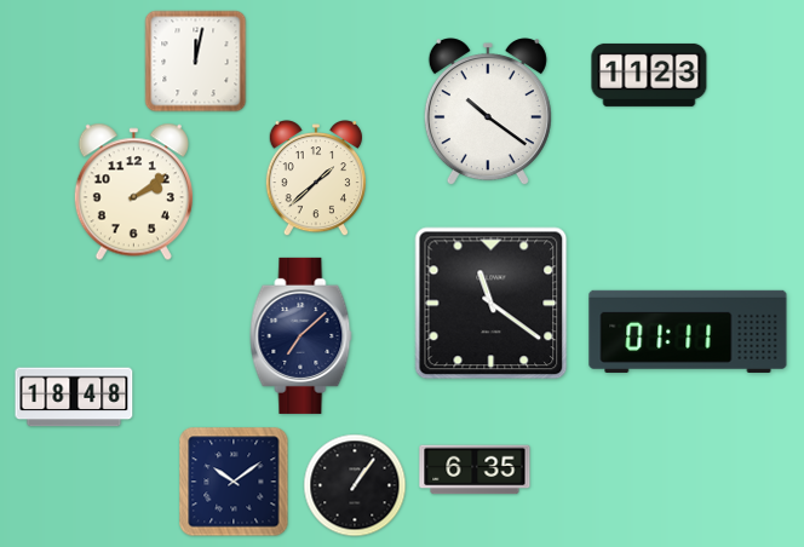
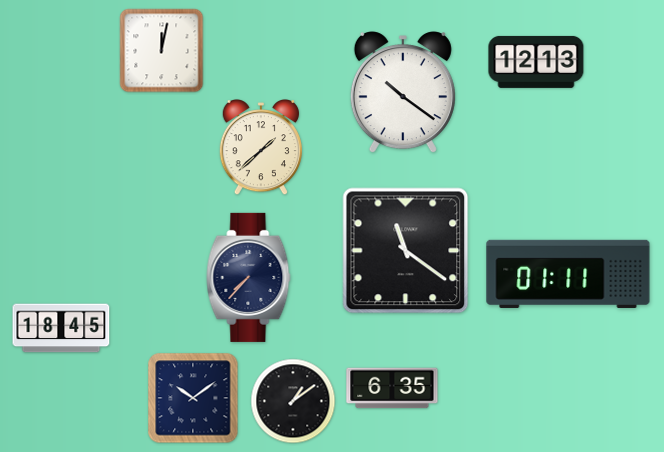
clock at (649, 75): 11:23 -> 12:13
clock at (133, 192): 2:09 -> none
clock at (301, 335): 7:08 -> 7:37
clock at (74, 397): 18:48 -> 18:45
clock at (355, 485): 1:06 -> 1:09
